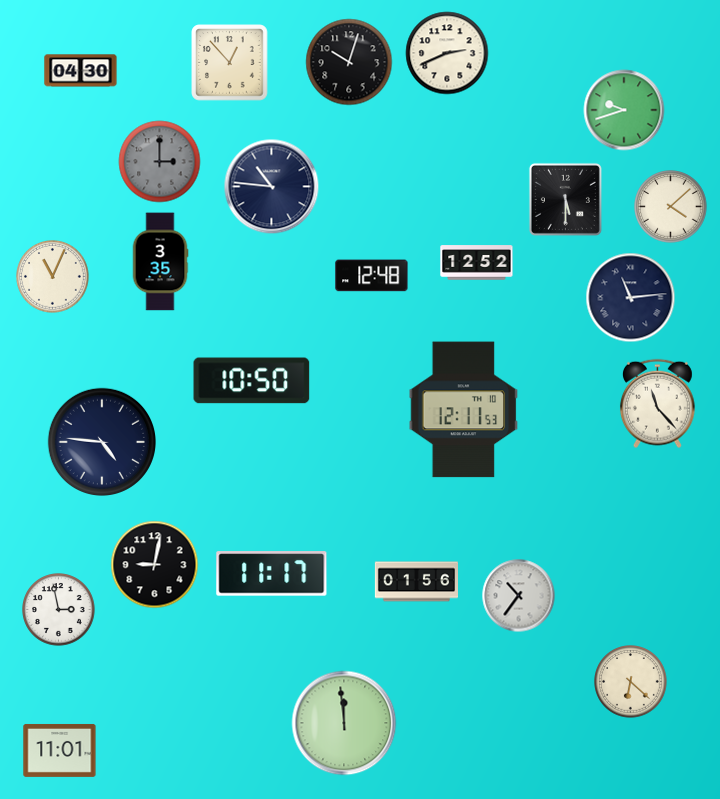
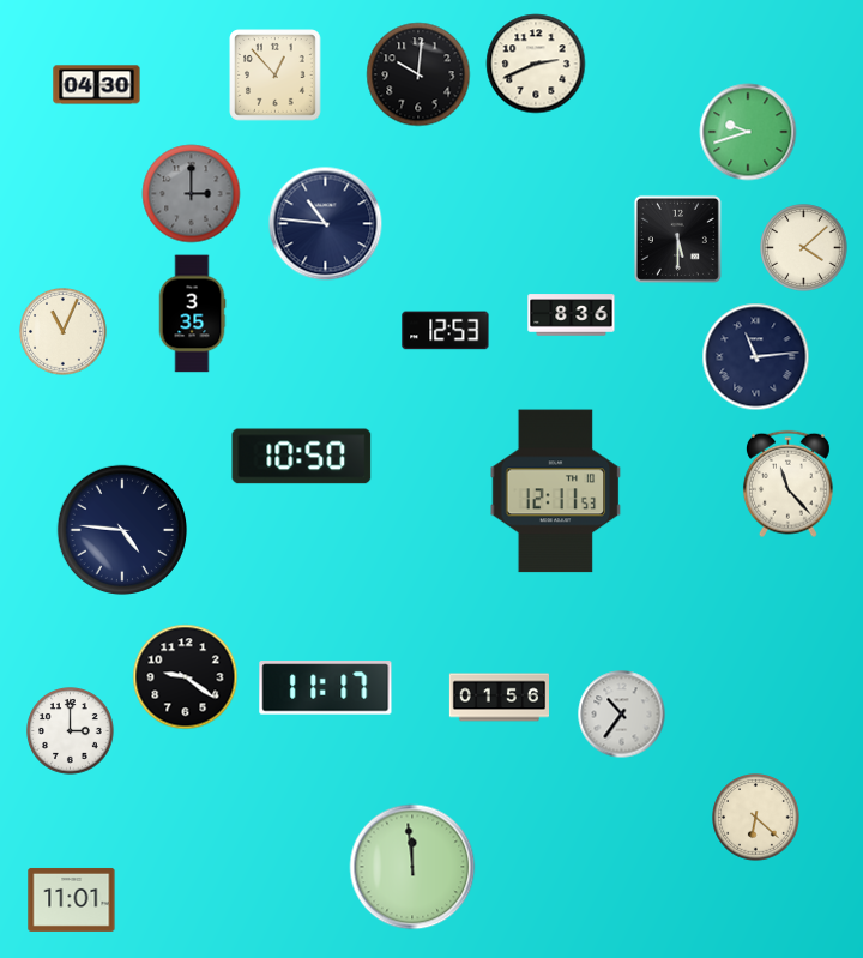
clock at (349, 62): 10:03 -> 10:01
clock at (477, 263): 12:52 -> 8:36
clock at (372, 276): 12:48 -> 12:53
clock at (155, 565): 9:02 -> 9:21
clock at (59, 610): 2:58 -> 3:00
